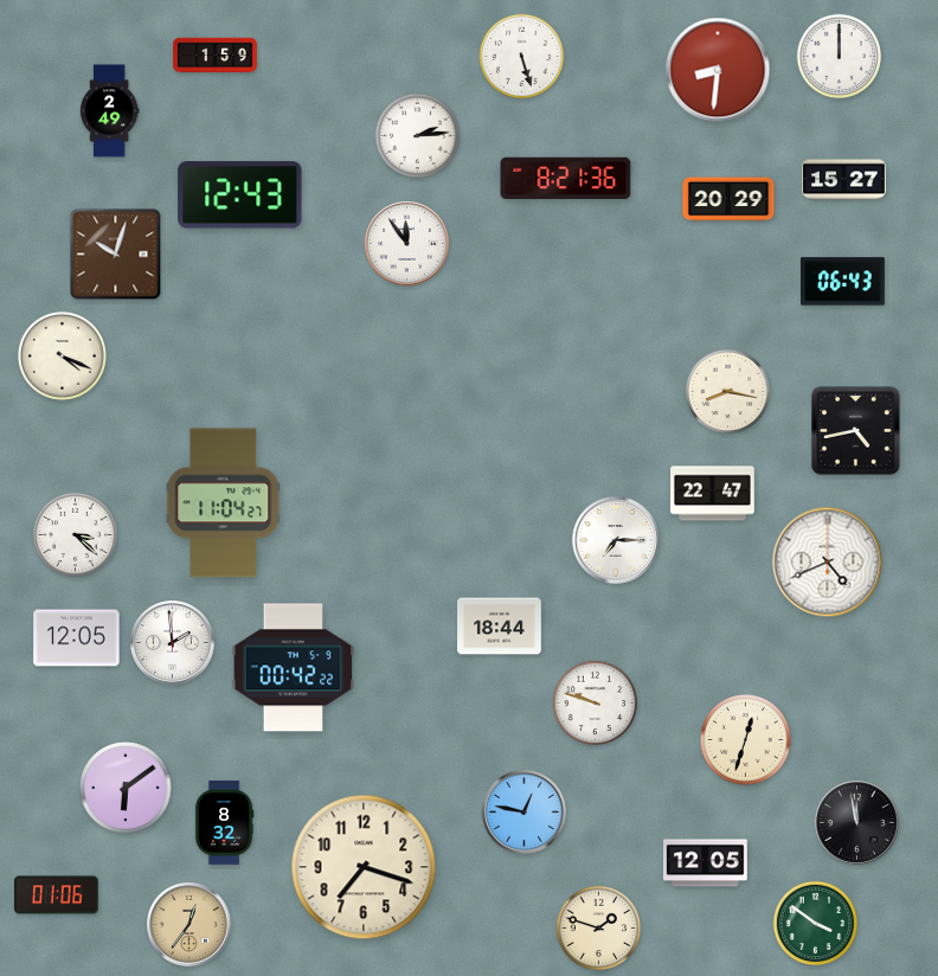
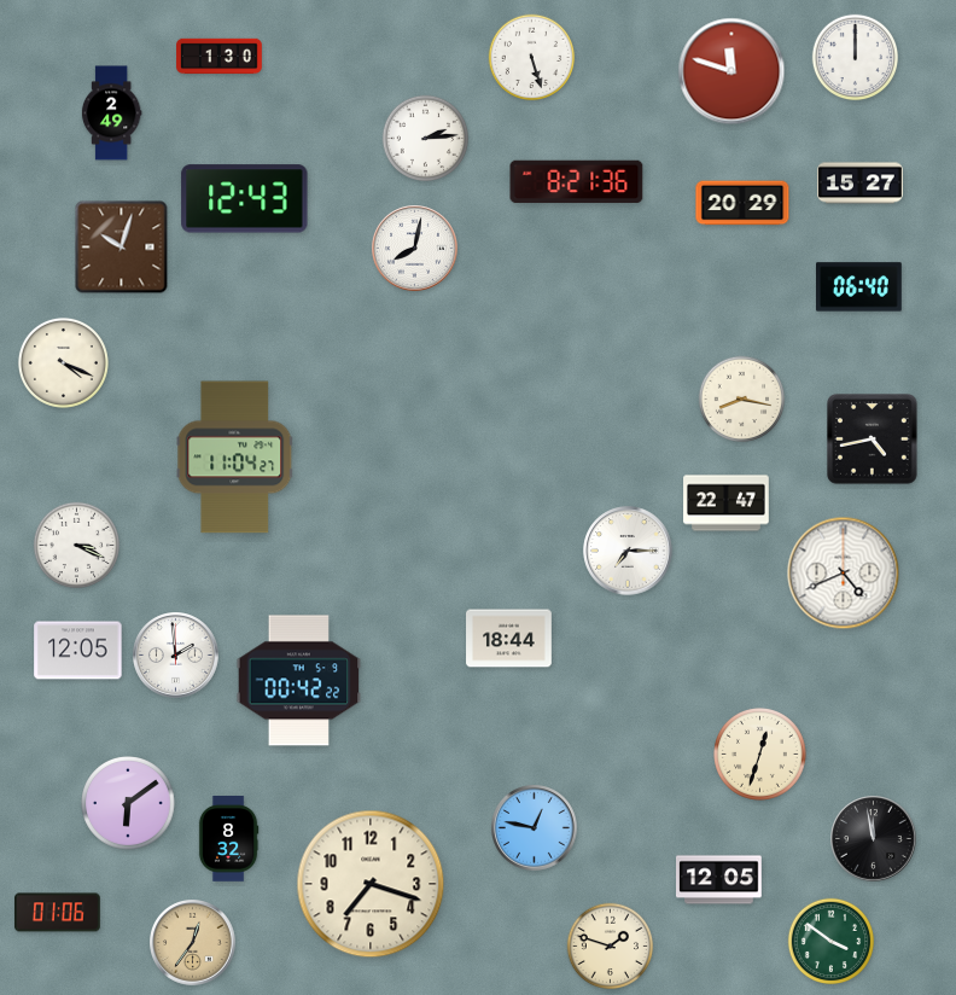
clock at (216, 56): 1:59 -> 1:30
clock at (718, 70): 8:31 -> 11:48
clock at (407, 244): 11:54 -> 8:02
clock at (116, 255) position: (116, 255) -> (122, 248)
clock at (843, 282): 06:43 -> 06:40
clock at (224, 503) position: (224, 503) -> (235, 458)
clock at (76, 535): 3:22 -> 3:19
clock at (596, 704): 9:48 -> none
